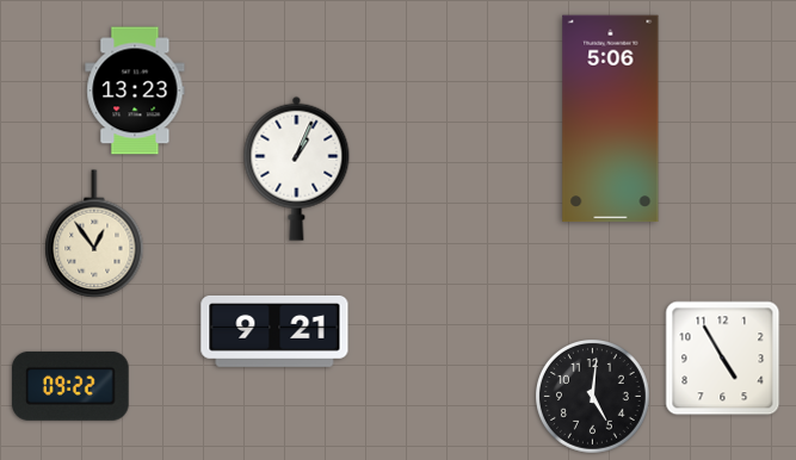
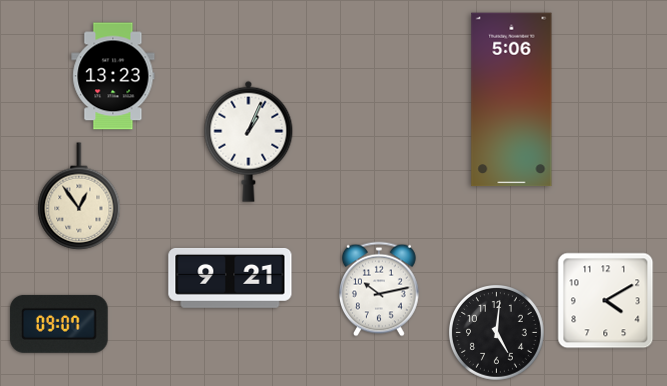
clock at (379, 289): none -> 10:13
clock at (723, 359): 4:55 -> 4:10
clock at (70, 386): 09:22 -> 09:07
